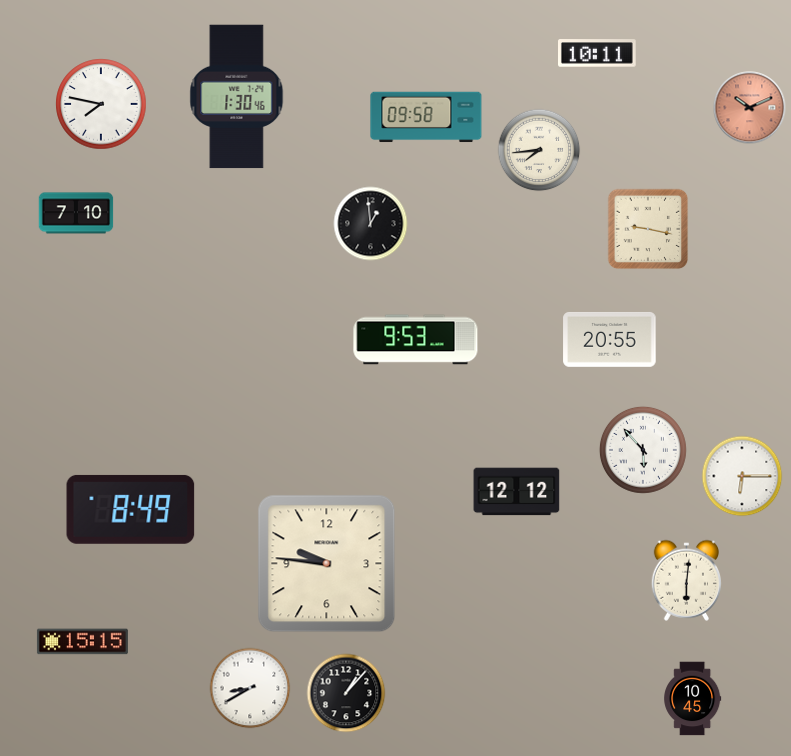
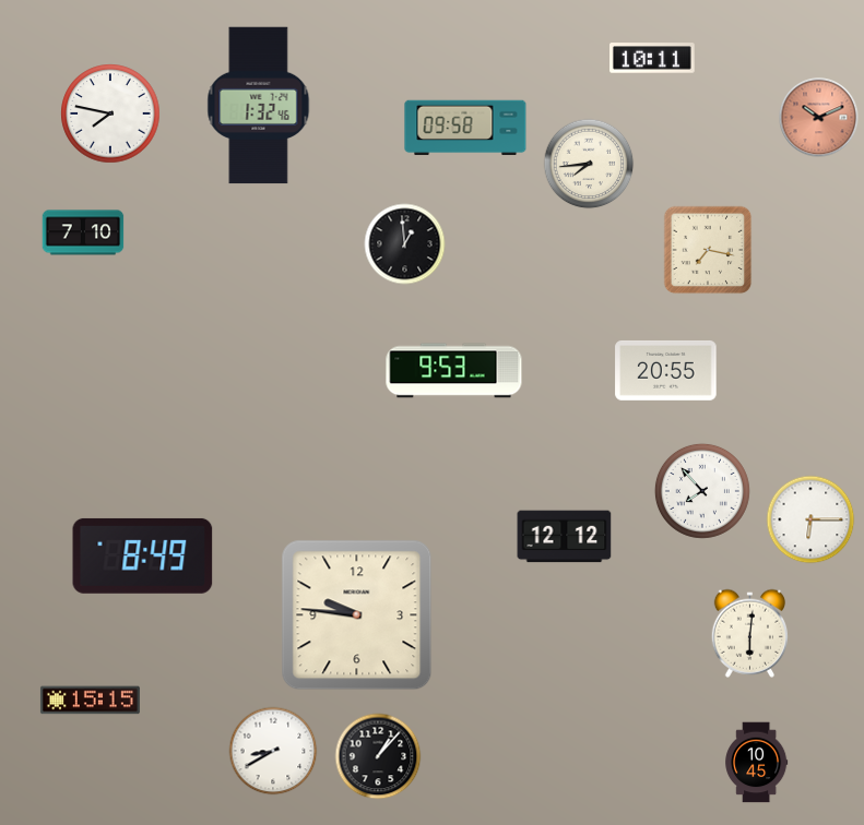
clock at (237, 97): 1:30 -> 1:32
clock at (648, 229): 9:17 -> 7:17
clock at (643, 450): 5:53 -> 7:53
